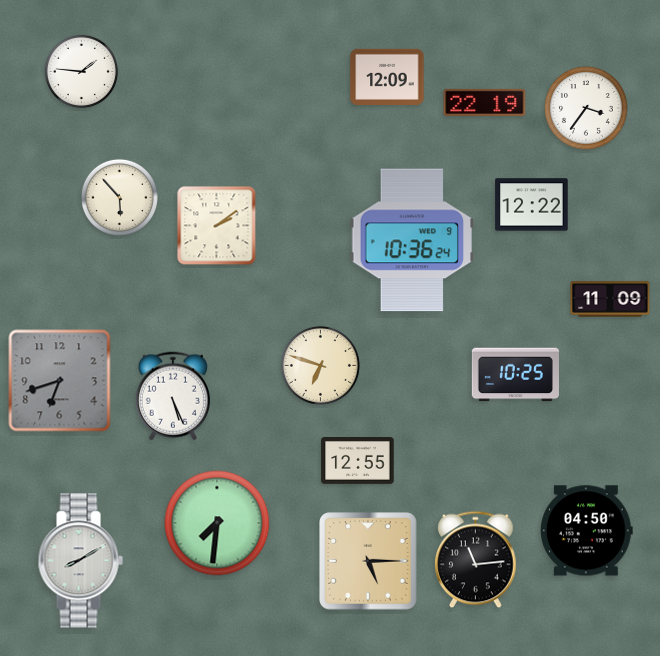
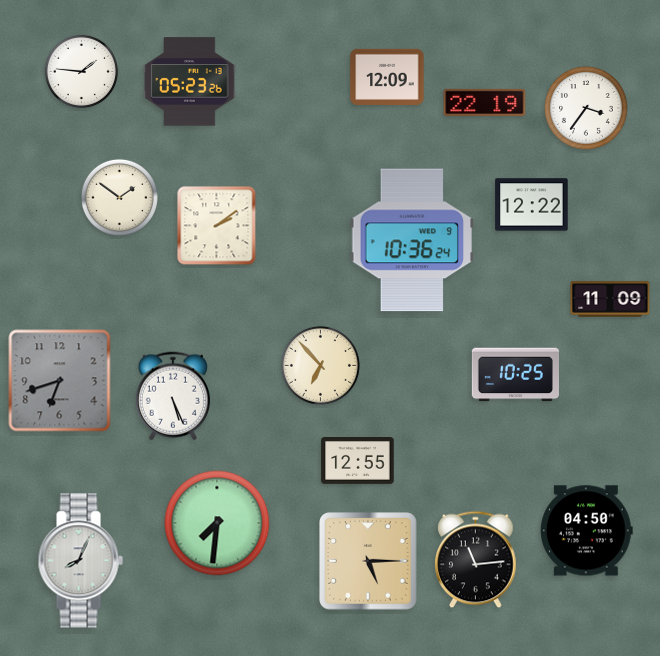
clock at (190, 82): none -> 05:23
clock at (119, 197): 5:53 -> 1:51
clock at (320, 365): 6:48 -> 6:53
clock at (80, 561): 8:10 -> 8:04
